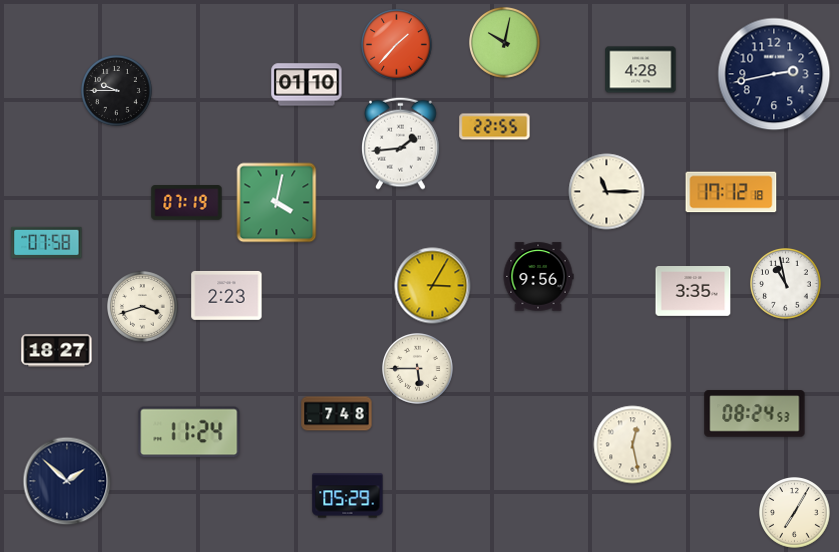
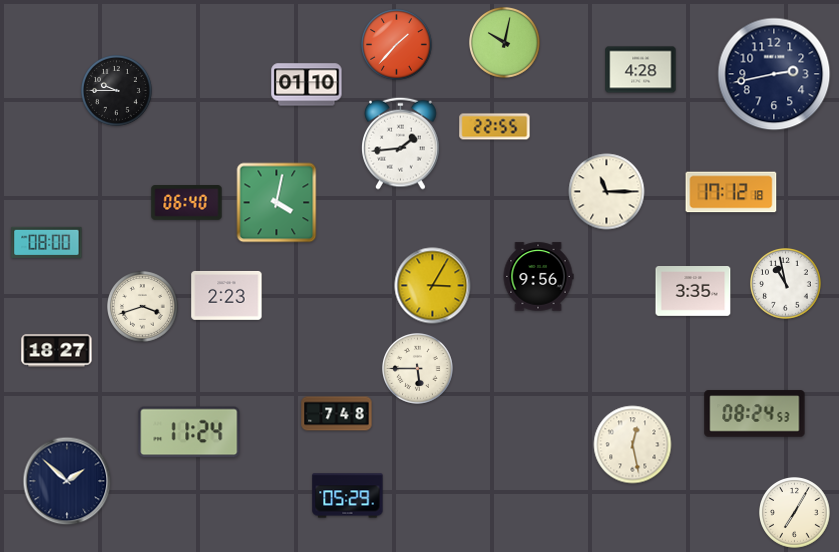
clock at (187, 203): 07:19 -> 06:40
clock at (47, 242): 07:58 -> 08:00
